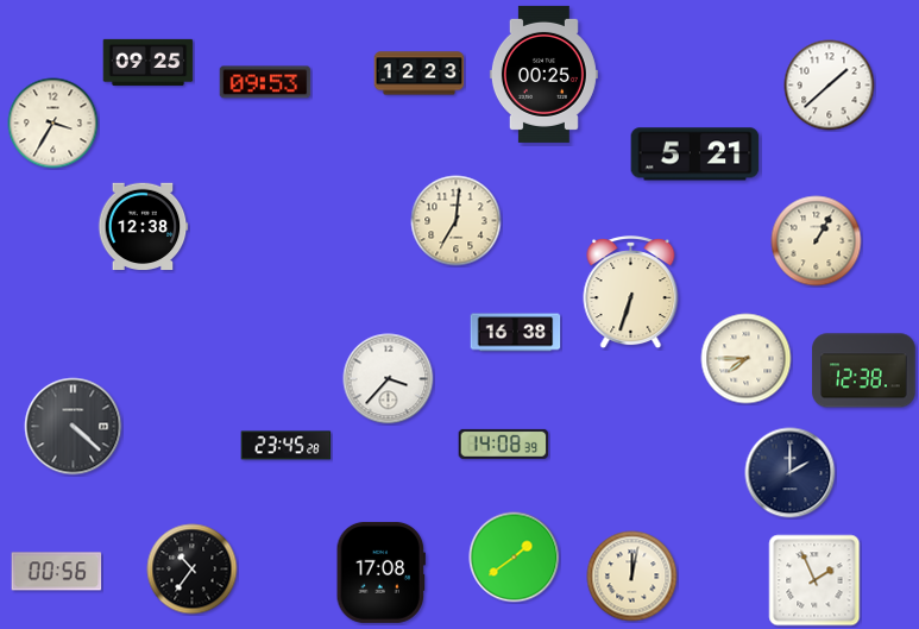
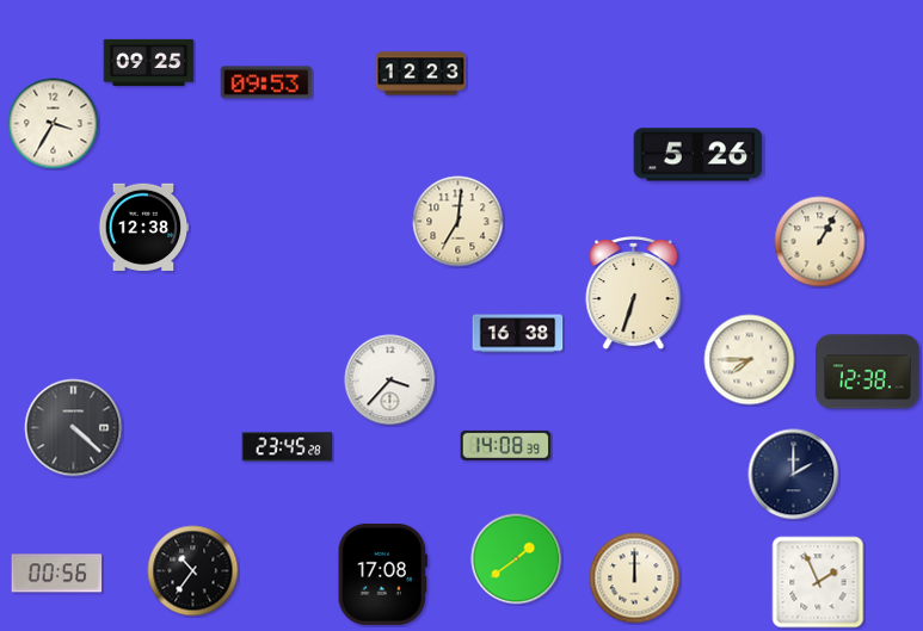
clock at (543, 74): 00:25 -> none
clock at (830, 86): 1:38 -> none
clock at (695, 155): 5:21 -> 5:26
clock at (632, 577): 12:02 -> 12:00
